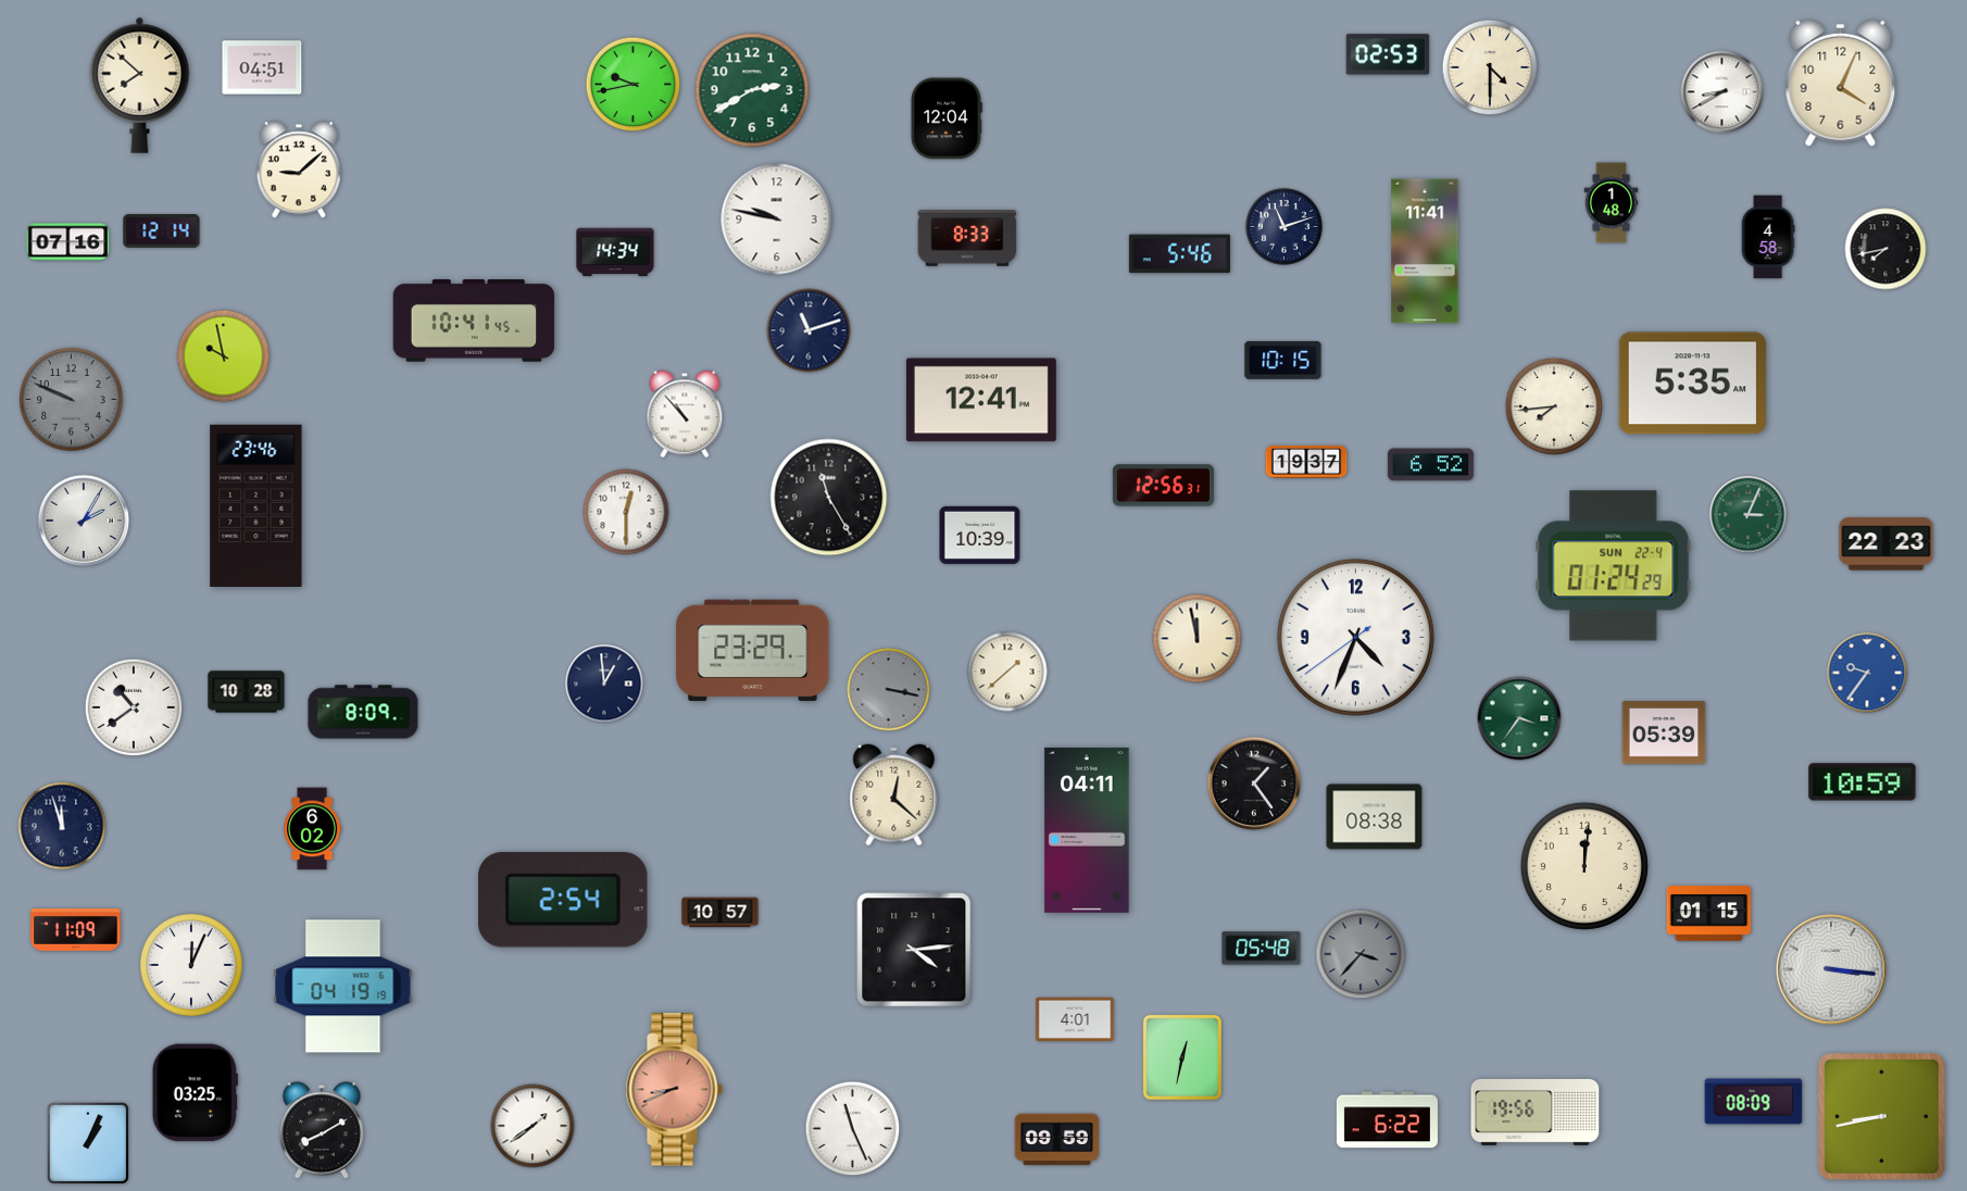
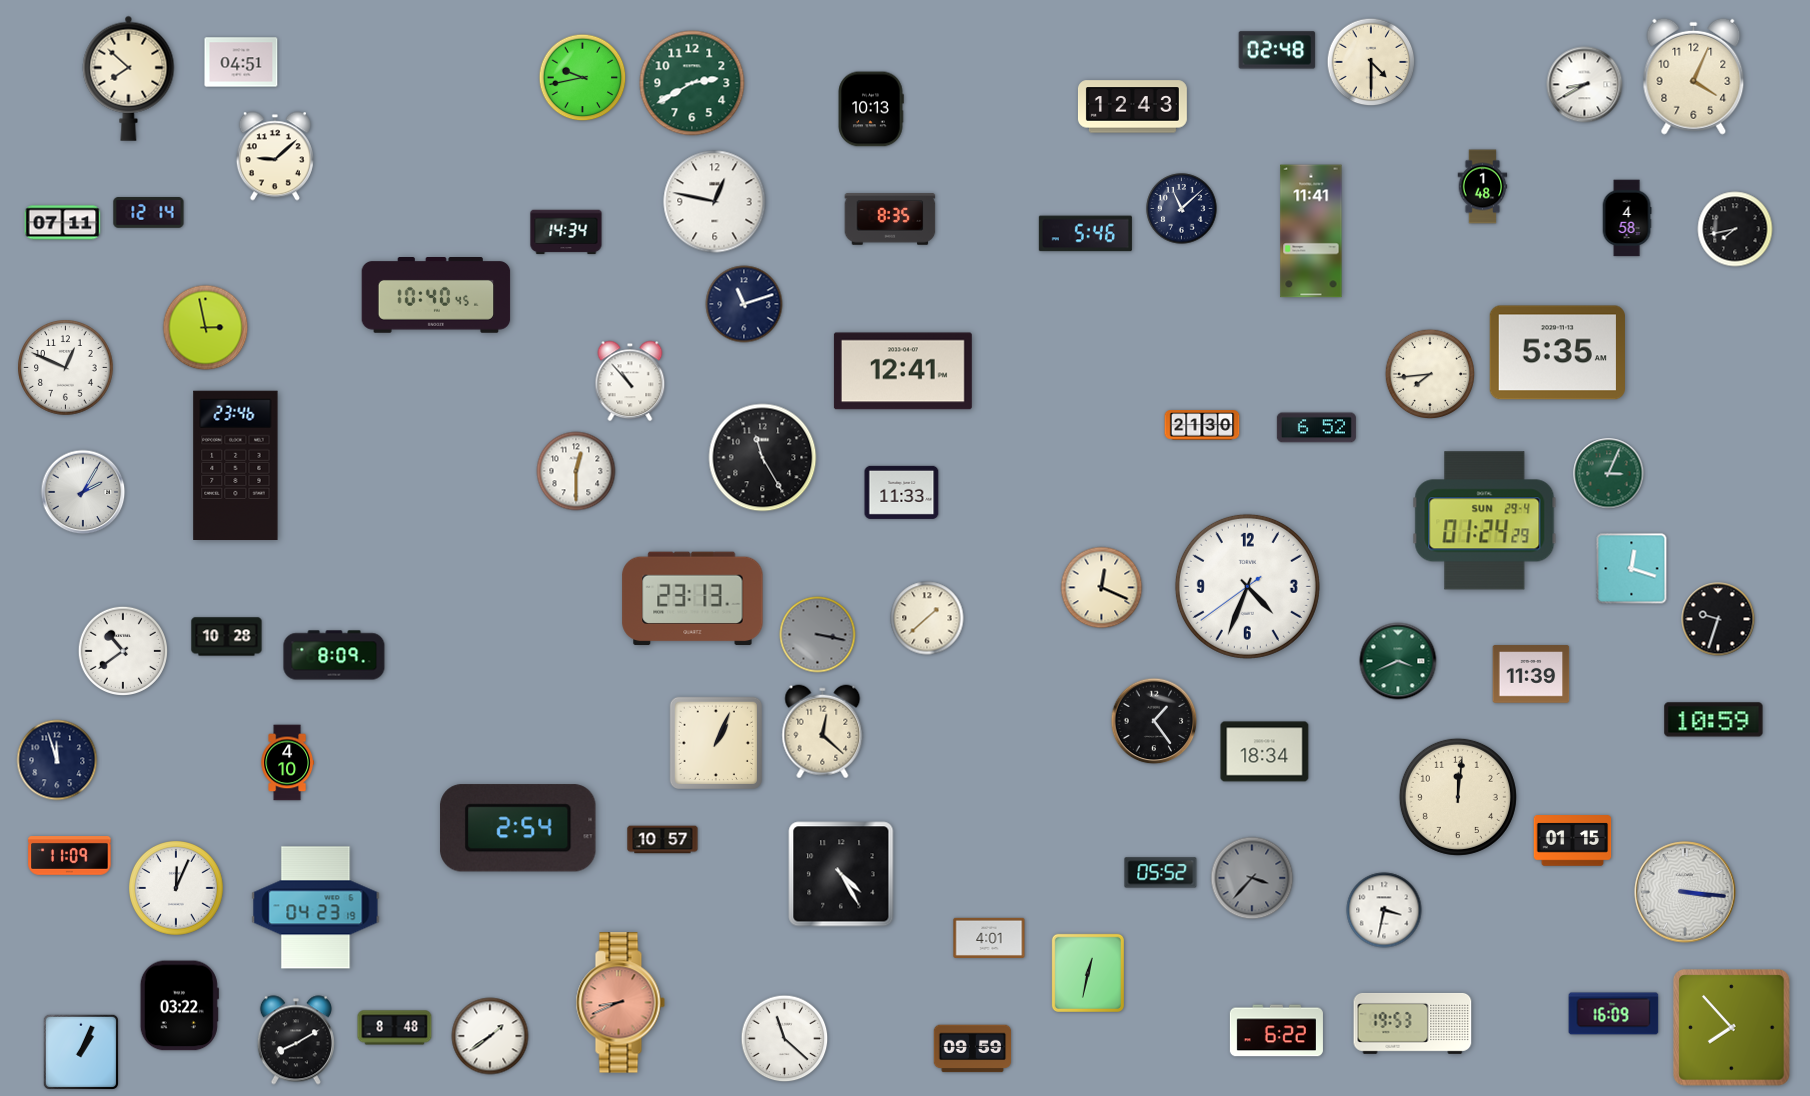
clock at (1388, 54): 02:53 -> 02:48
clock at (1132, 107): none -> 12:43
clock at (947, 118): 12:04 -> 10:13
clock at (777, 220): 9:47 -> 12:47
clock at (1285, 227): 11:12 -> 11:08
clock at (967, 238): 8:33 -> 8:35
clock at (68, 242): 07:16 -> 07:11
clock at (474, 321): 10:41 -> 10:40
clock at (224, 356): 9:58 -> 2:58
clock at (1283, 360): 10:15 -> none
clock at (72, 400): 9:49 -> 12:49
clock at (72, 400) dial: grey -> white
clock at (981, 400) position: (981, 400) -> (903, 371)
clock at (1306, 462): 19:37 -> 21:30
clock at (1163, 486): 12:56 -> none
clock at (84, 521) position: (84, 521) -> (83, 492)
clock at (980, 535): 10:39 -> 11:33
clock at (1887, 544): 22:23 -> none
clock at (1614, 566) date: SUN 22-4 -> SUN 29-4
clock at (1632, 569): none -> 12:18
clock at (1198, 639): 11:58 -> 12:19
clock at (753, 651): 23:29 -> 23:13
clock at (1867, 673): 9:36 -> 9:33
clock at (1867, 673) dial: blue -> black
clock at (604, 684): 12:59 -> none
clock at (1519, 718): 3:36 -> 3:41
clock at (1664, 732): 05:39 -> 11:39
clock at (715, 742): none -> 1:04
clock at (1375, 817): 08:38 -> 18:34
clock at (312, 829): 6:02 -> 4:10
clock at (1087, 830): 04:11 -> none
clock at (1262, 949): 05:48 -> 05:52
clock at (914, 950): 4:14 -> 4:25
clock at (343, 987): 04:19 -> 04:23
clock at (1384, 910): none -> 3:32
clock at (195, 1093): 03:25 -> 03:22
clock at (1754, 1102): 08:09 -> 16:09
clock at (1536, 1112): 19:56 -> 19:53
clock at (395, 1028): none -> 8:48
clock at (1882, 1117): 8:43 -> 7:53
clock at (853, 1129): 11:26 -> 11:22
